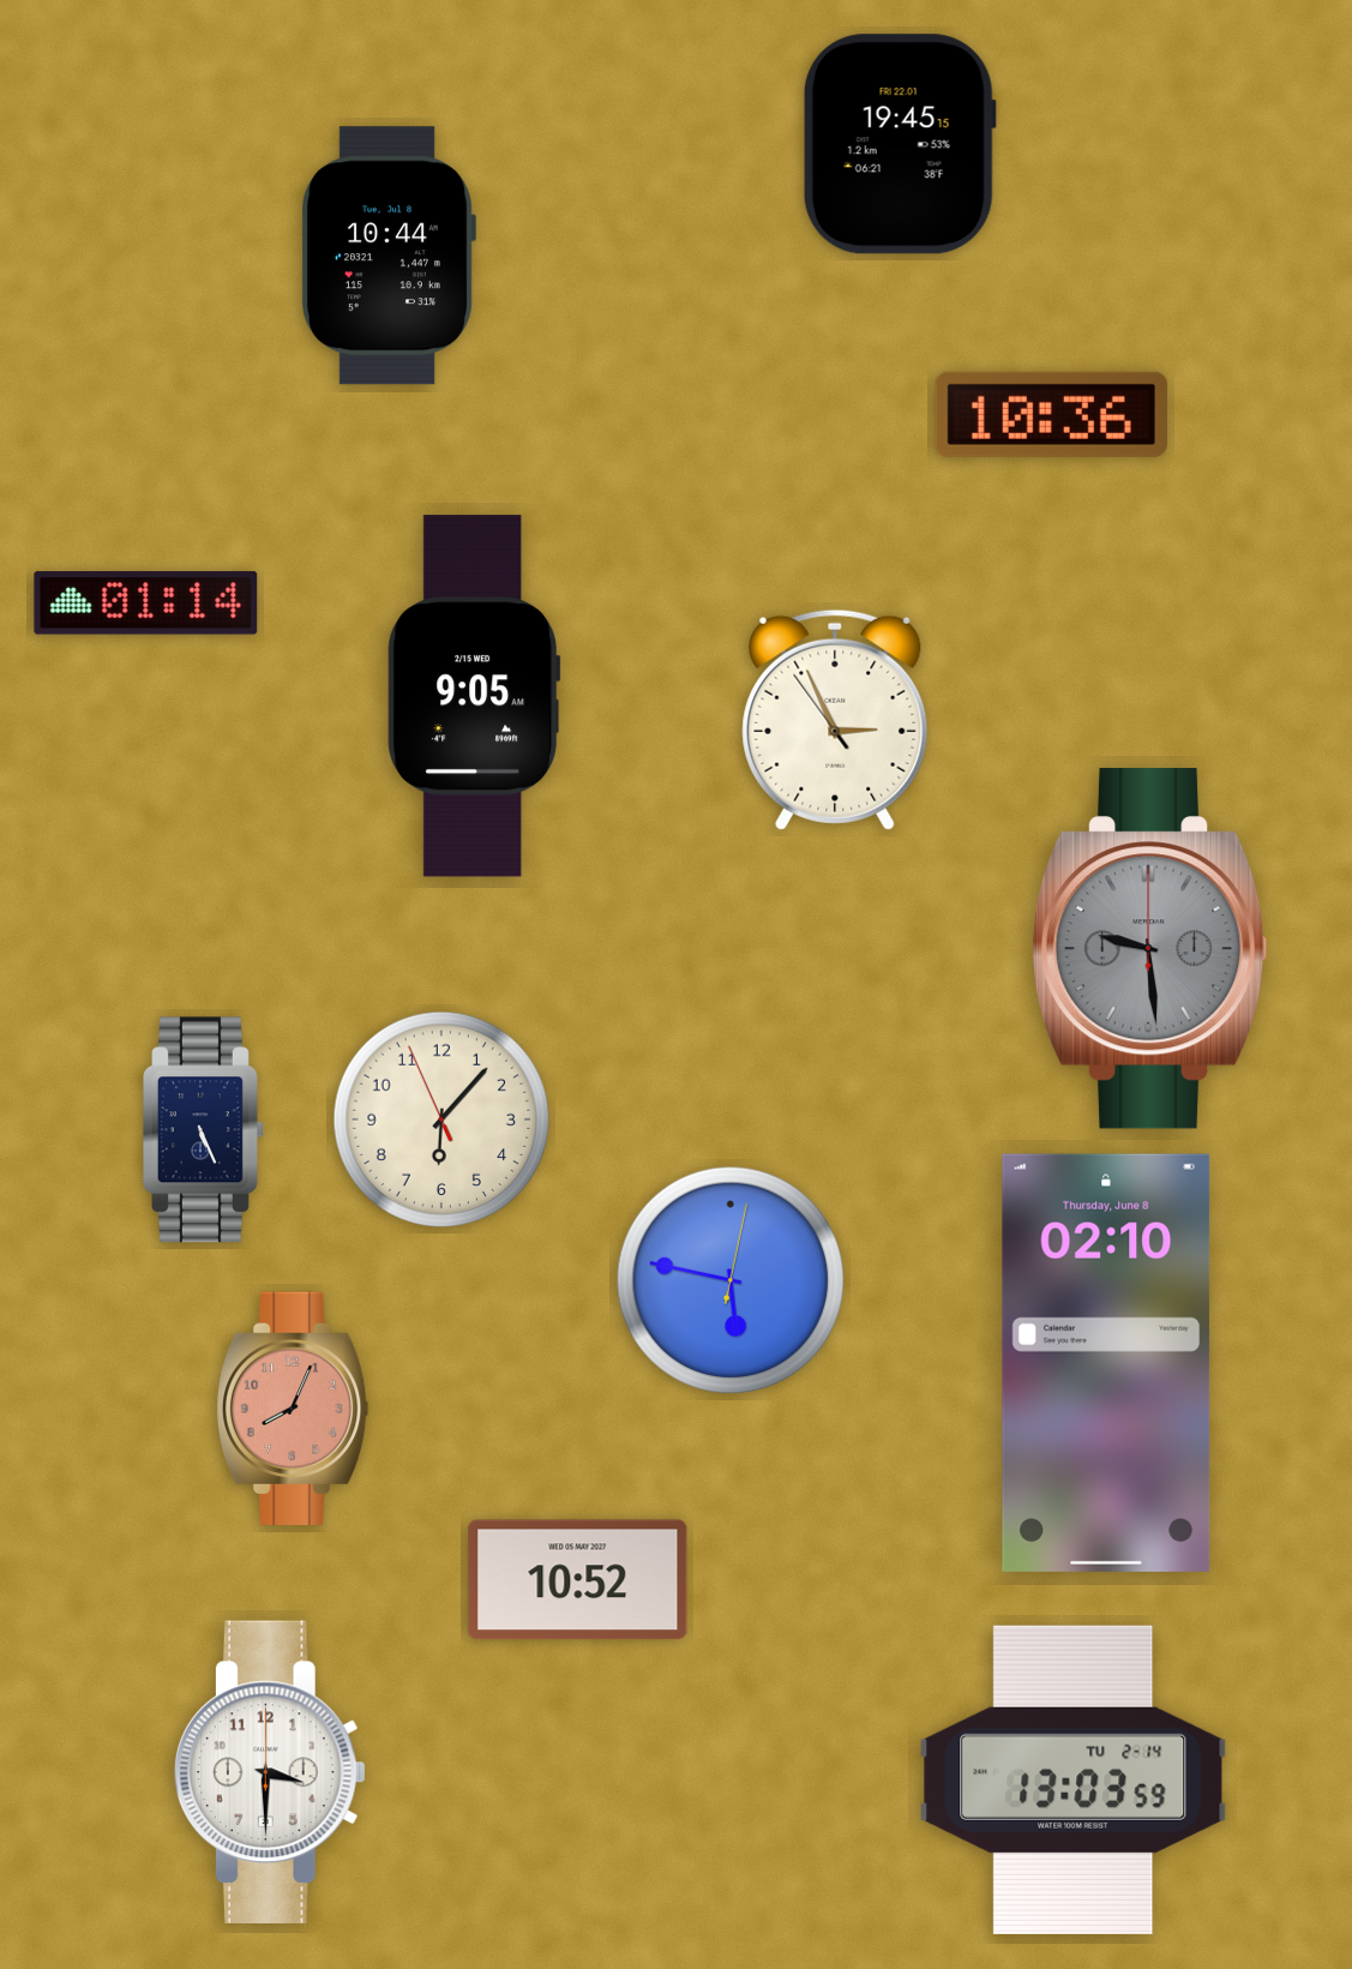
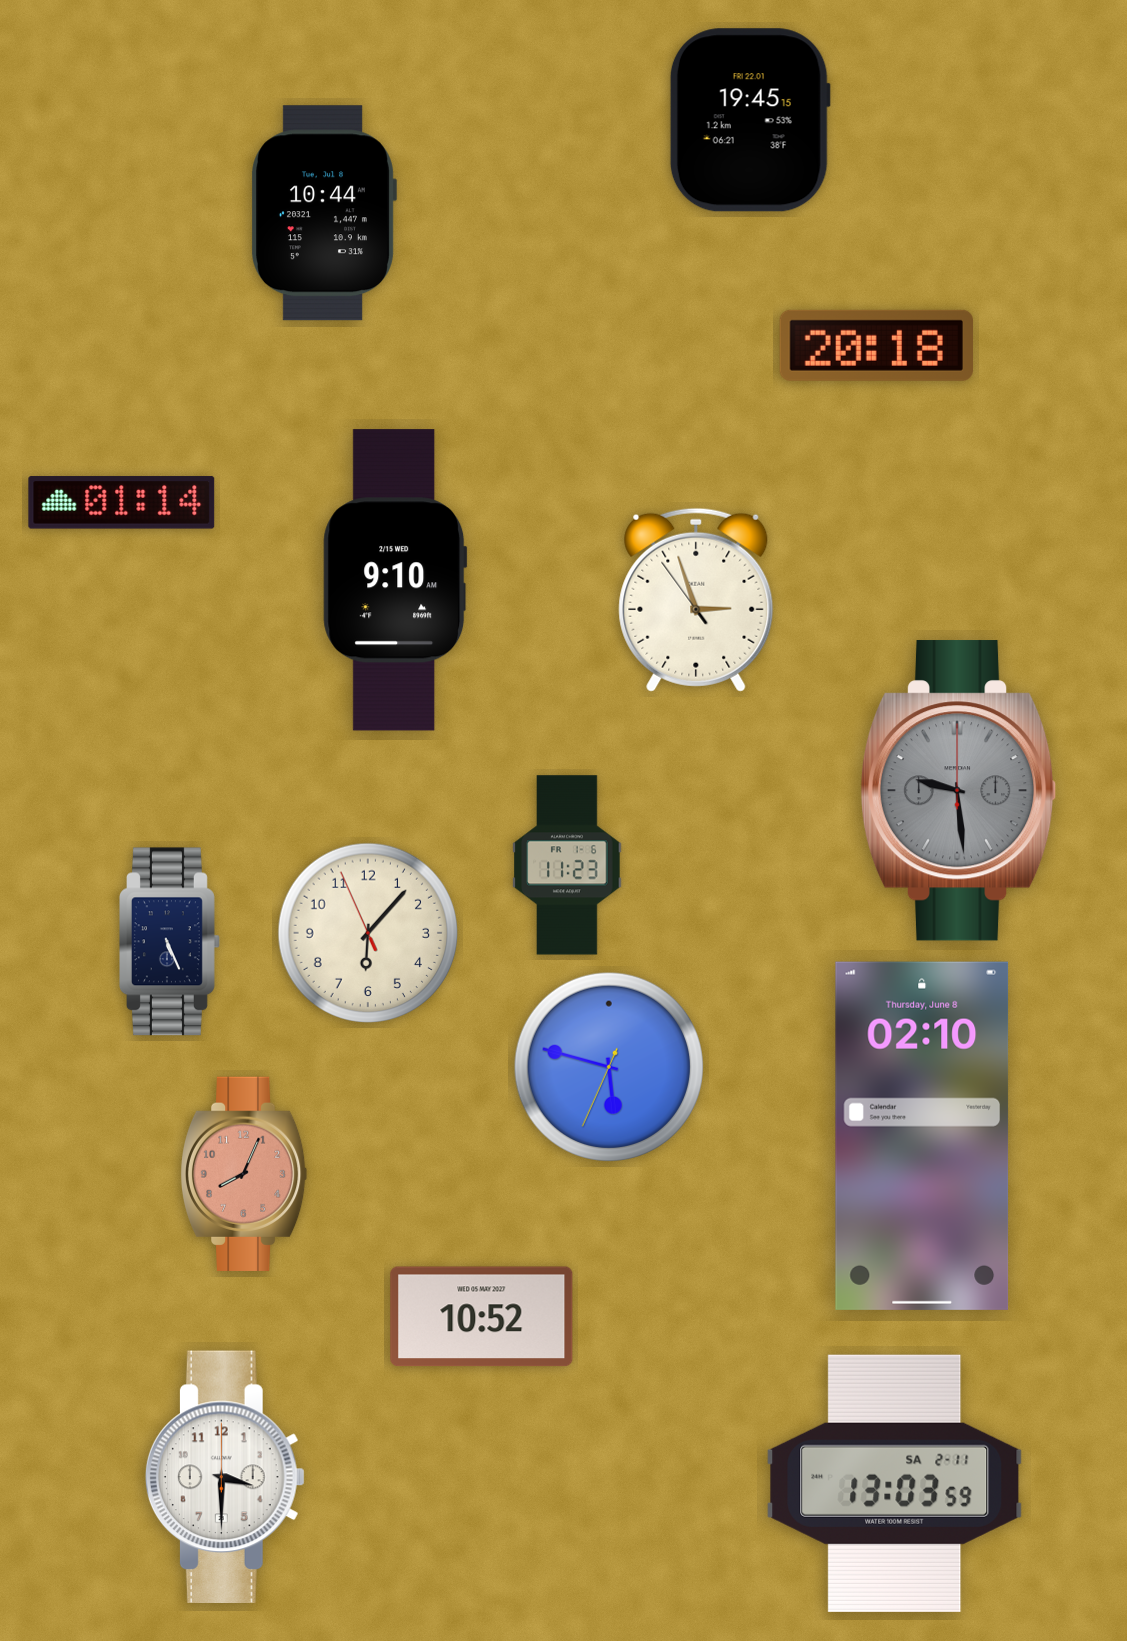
clock at (1051, 414): 10:36 -> 20:18
clock at (474, 696): 9:05 -> 9:10
clock at (835, 720): 2:55 -> 2:56
clock at (567, 865): none -> 11:23
clock at (729, 1279): 5:47:02 -> 5:47:34
clock at (1074, 1779) date: TU 2-14 -> SA 2-11
